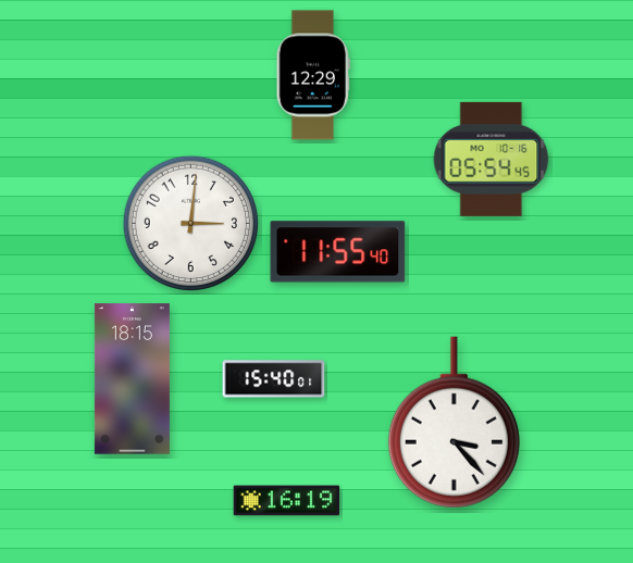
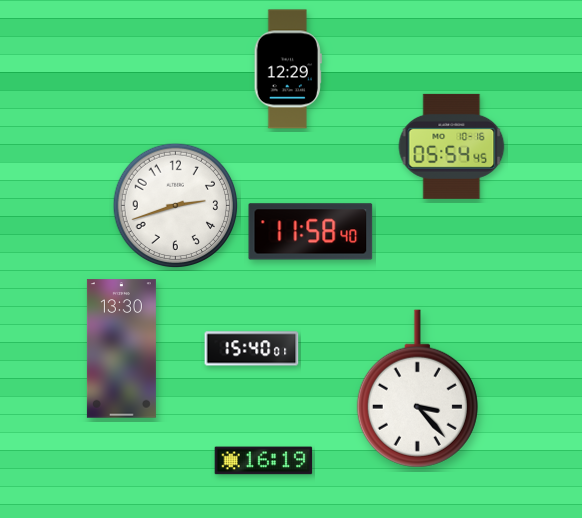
clock at (191, 224): 3:01 -> 2:42
clock at (338, 252): 11:55 -> 11:58
clock at (132, 379): 18:15 -> 13:30
